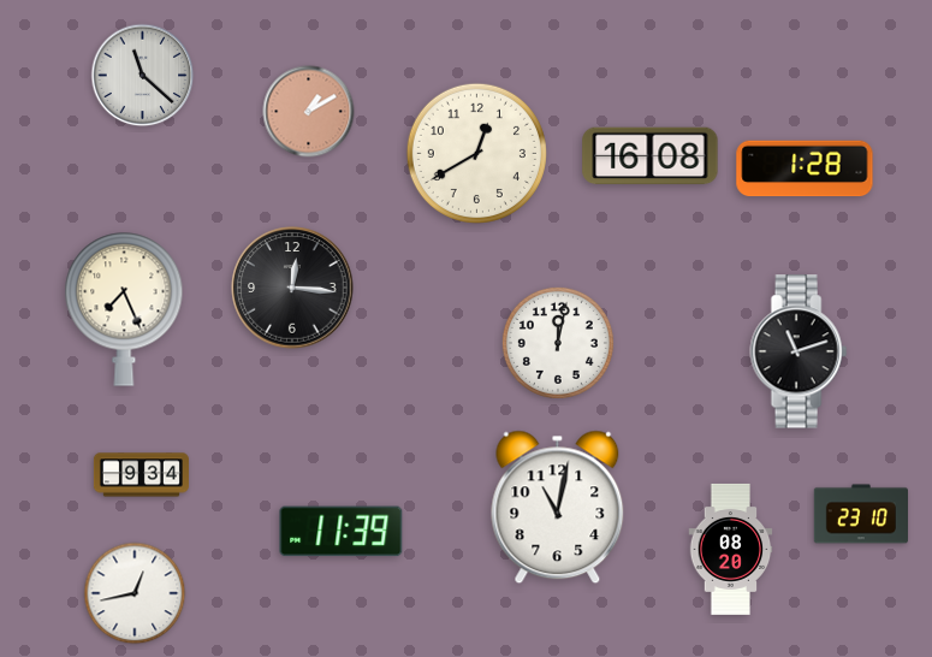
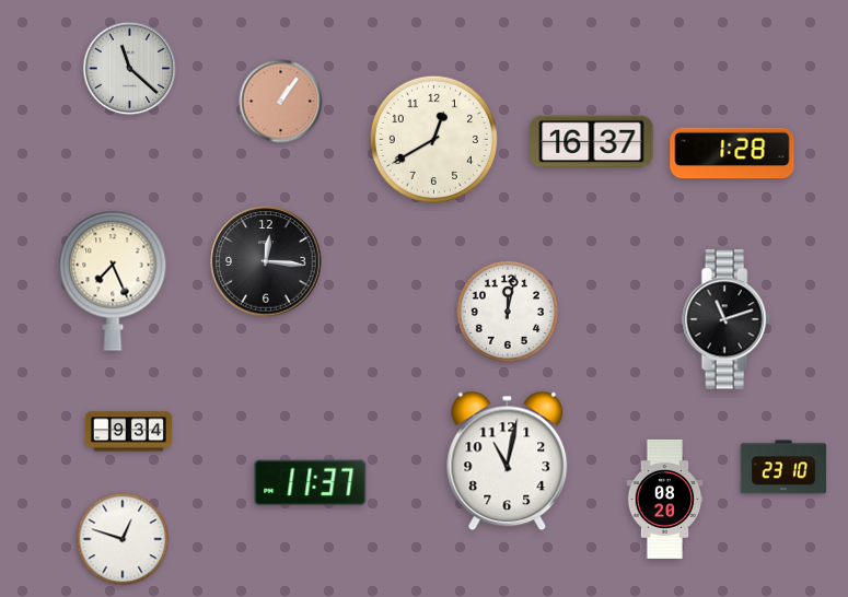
clock at (309, 112): 1:10 -> 1:06
clock at (651, 156): 16:08 -> 16:37
clock at (342, 532): 11:39 -> 11:37
clock at (135, 593): 12:43 -> 12:48
